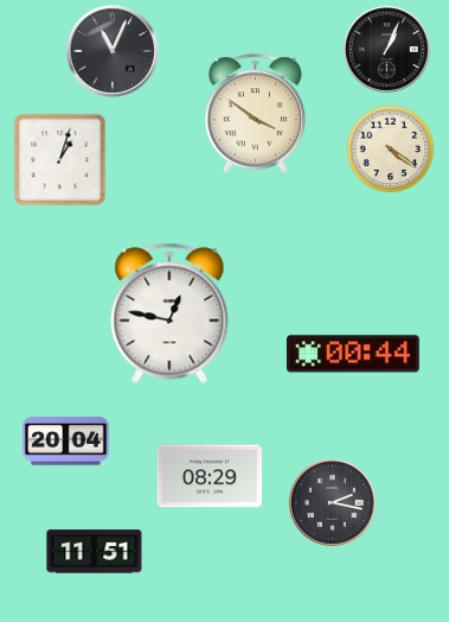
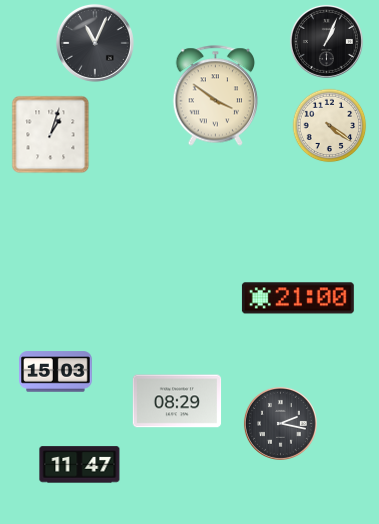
clock at (169, 313): 12:47 -> none
clock at (353, 354): 00:44 -> 21:00
clock at (66, 442): 20:04 -> 15:03
clock at (95, 552): 11:51 -> 11:47
